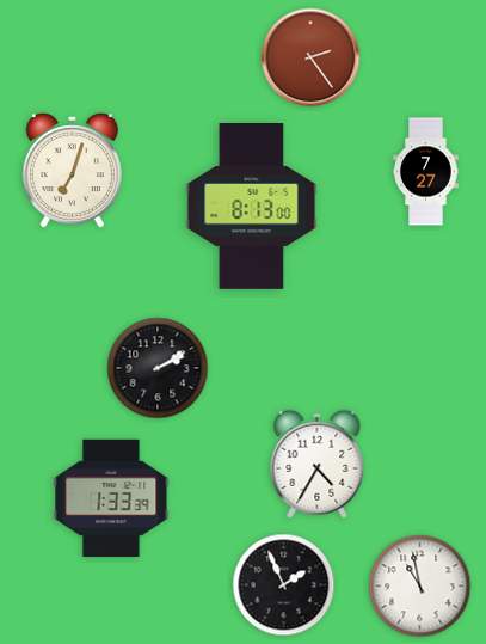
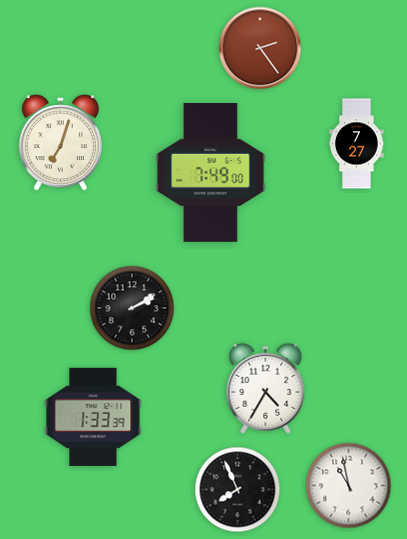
clock at (252, 207): 8:13 -> 7:49
clock at (284, 585): 1:56 -> 7:56
clock at (420, 587) position: (420, 587) -> (349, 486)
